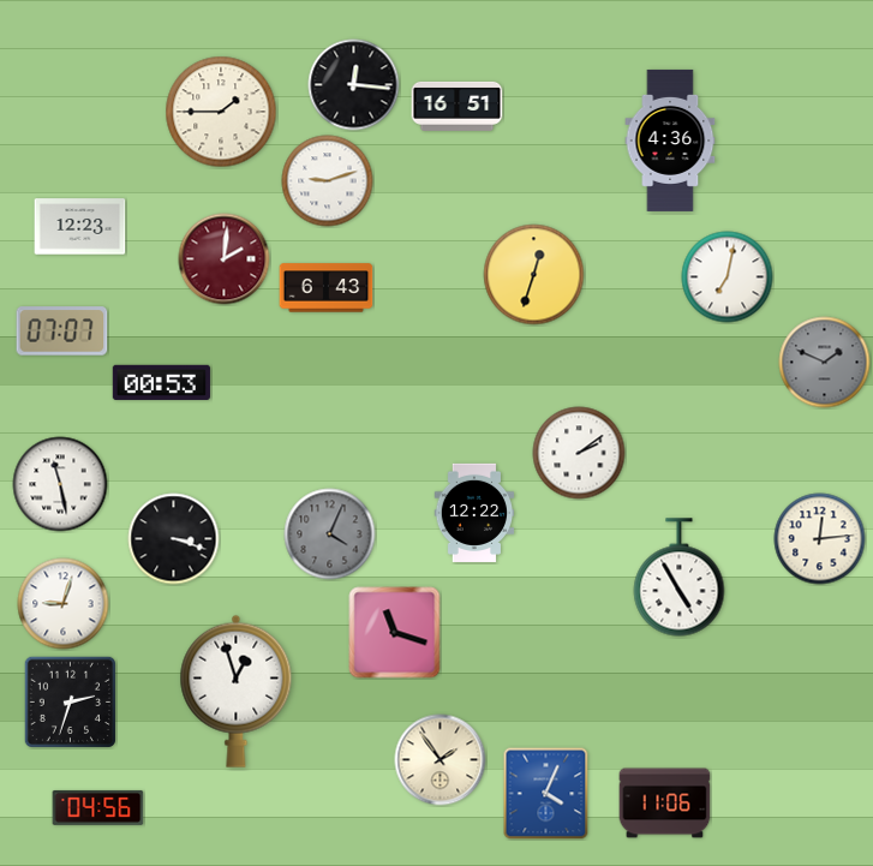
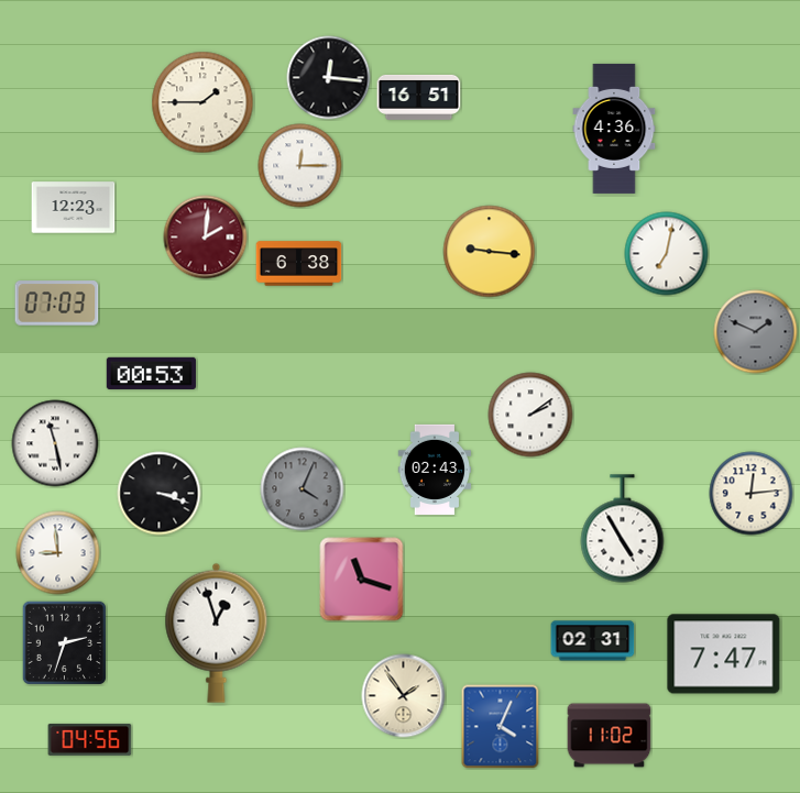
clock at (354, 85) position: (354, 85) -> (329, 78)
clock at (328, 181): 9:12 -> 12:15
clock at (534, 275): 12:33 -> 9:16
clock at (327, 288): 6:43 -> 6:38
clock at (62, 332): 07:07 -> 07:03
clock at (161, 382) position: (161, 382) -> (151, 373)
clock at (474, 513): 12:22 -> 02:43
clock at (64, 604): 9:03 -> 8:59
clock at (593, 641): none -> 02:31
clock at (724, 654): none -> 7:47
clock at (665, 804): 11:06 -> 11:02
